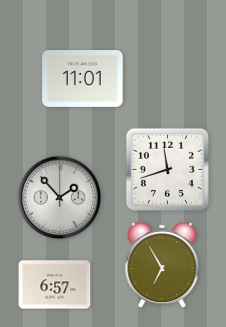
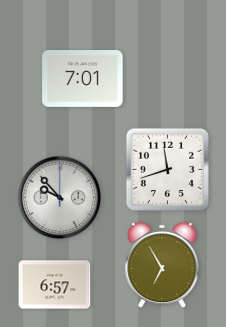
clock at (83, 79): 11:01 -> 7:01
clock at (60, 198): 1:53 -> 9:53
